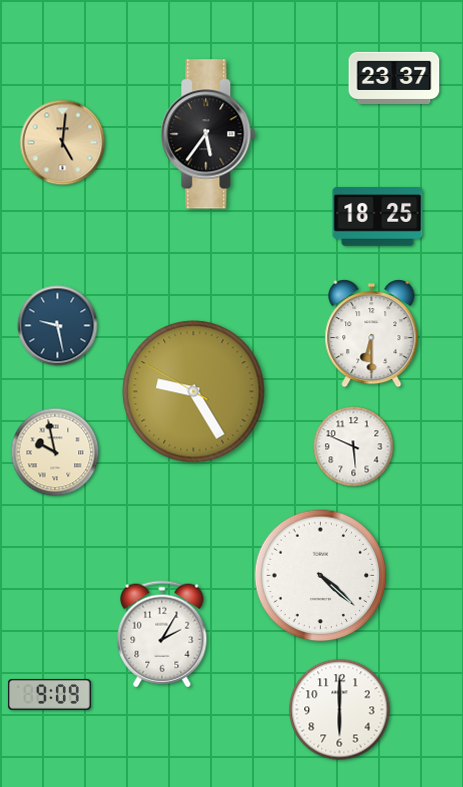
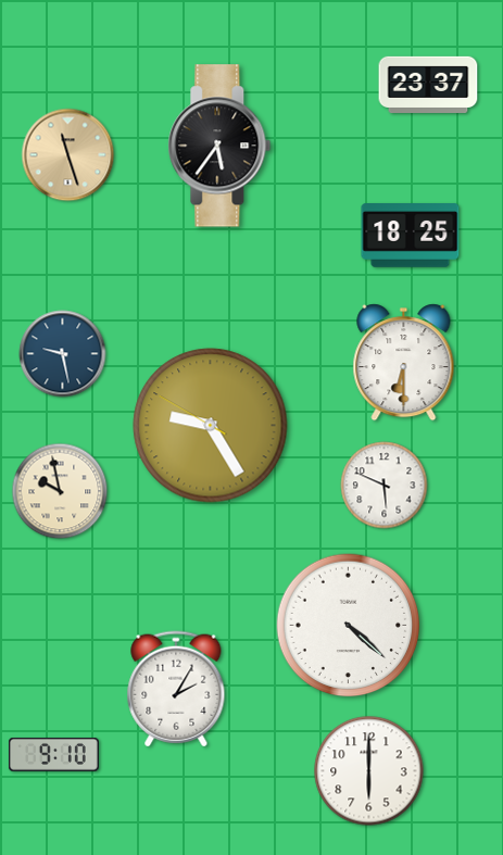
clock at (208, 134) position: (208, 134) -> (219, 146)
clock at (63, 143): 5:01 -> 11:27
clock at (49, 694): 9:09 -> 9:10
